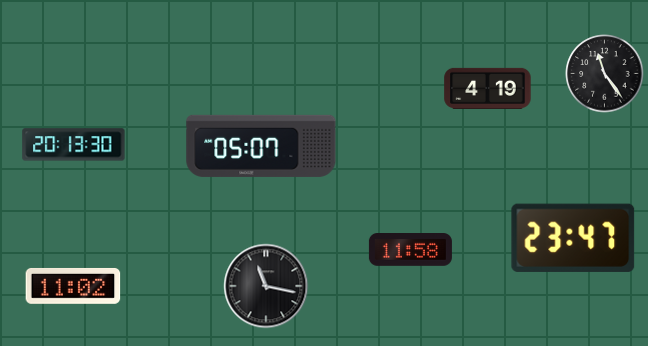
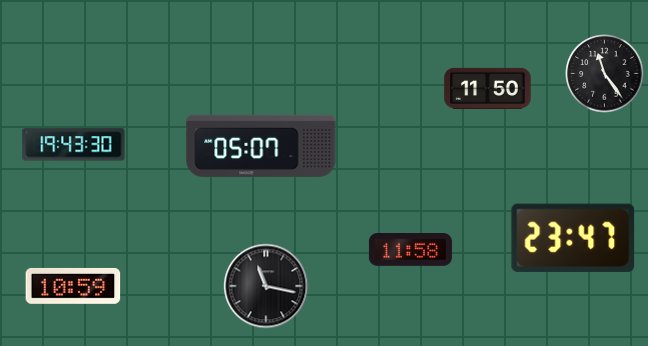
clock at (488, 88): 4:19 -> 11:50
clock at (74, 145): 20:13 -> 19:43
clock at (73, 286): 11:02 -> 10:59
